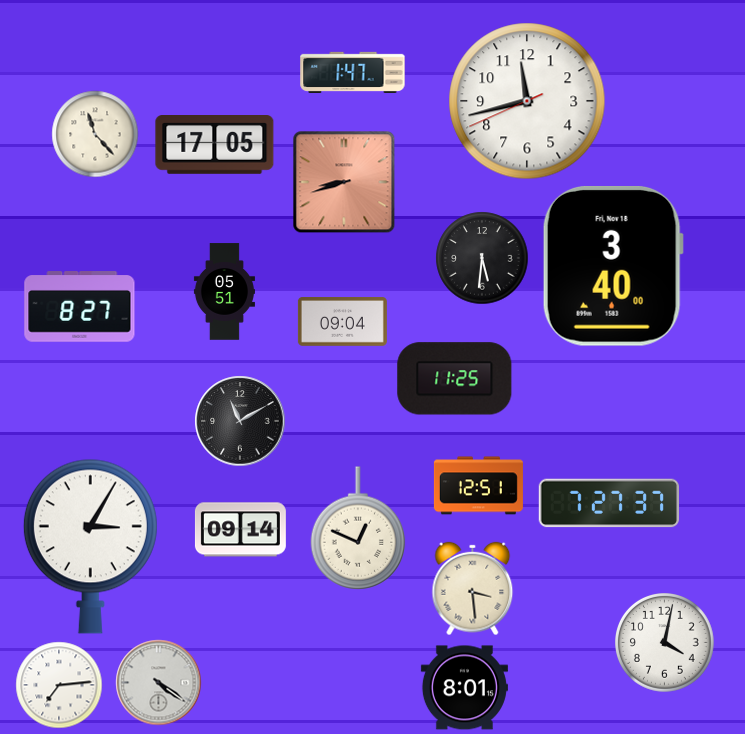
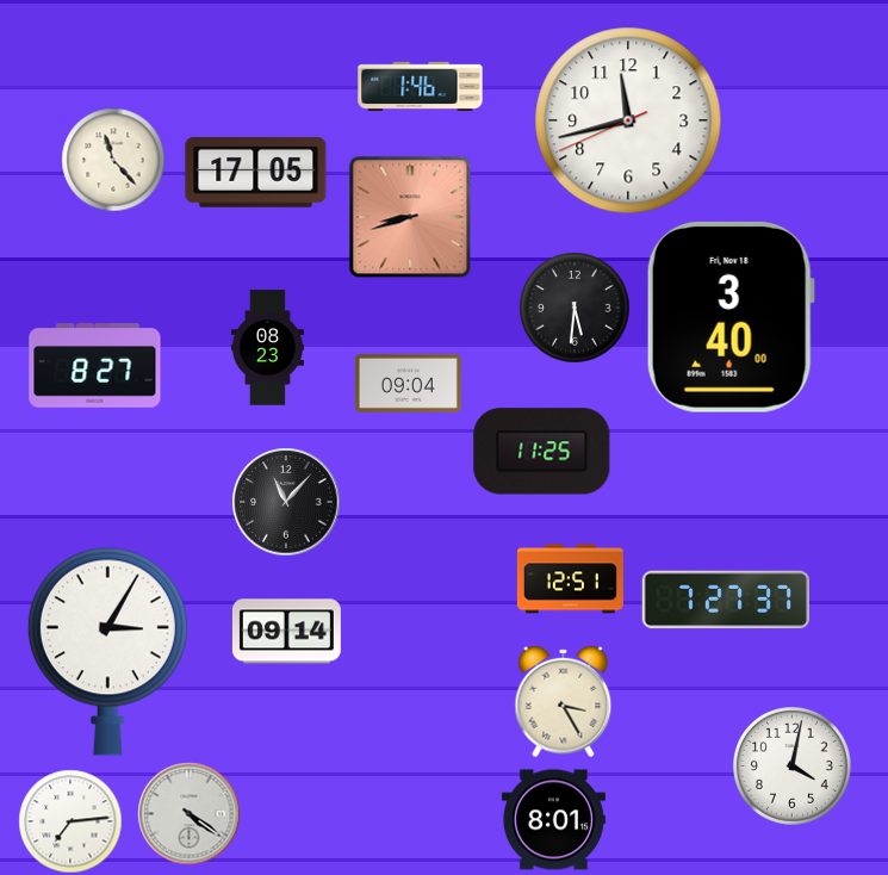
clock at (353, 72): 1:47 -> 1:46
clock at (224, 292): 05:51 -> 08:23
clock at (240, 421): 11:10 -> 11:07
clock at (358, 528): 12:49 -> none
clock at (473, 588): 3:29 -> 3:25
clock at (59, 685) position: (59, 685) -> (70, 821)
